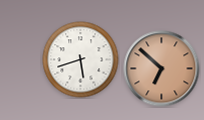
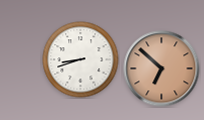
clock at (81, 60): 5:42 -> 8:42
